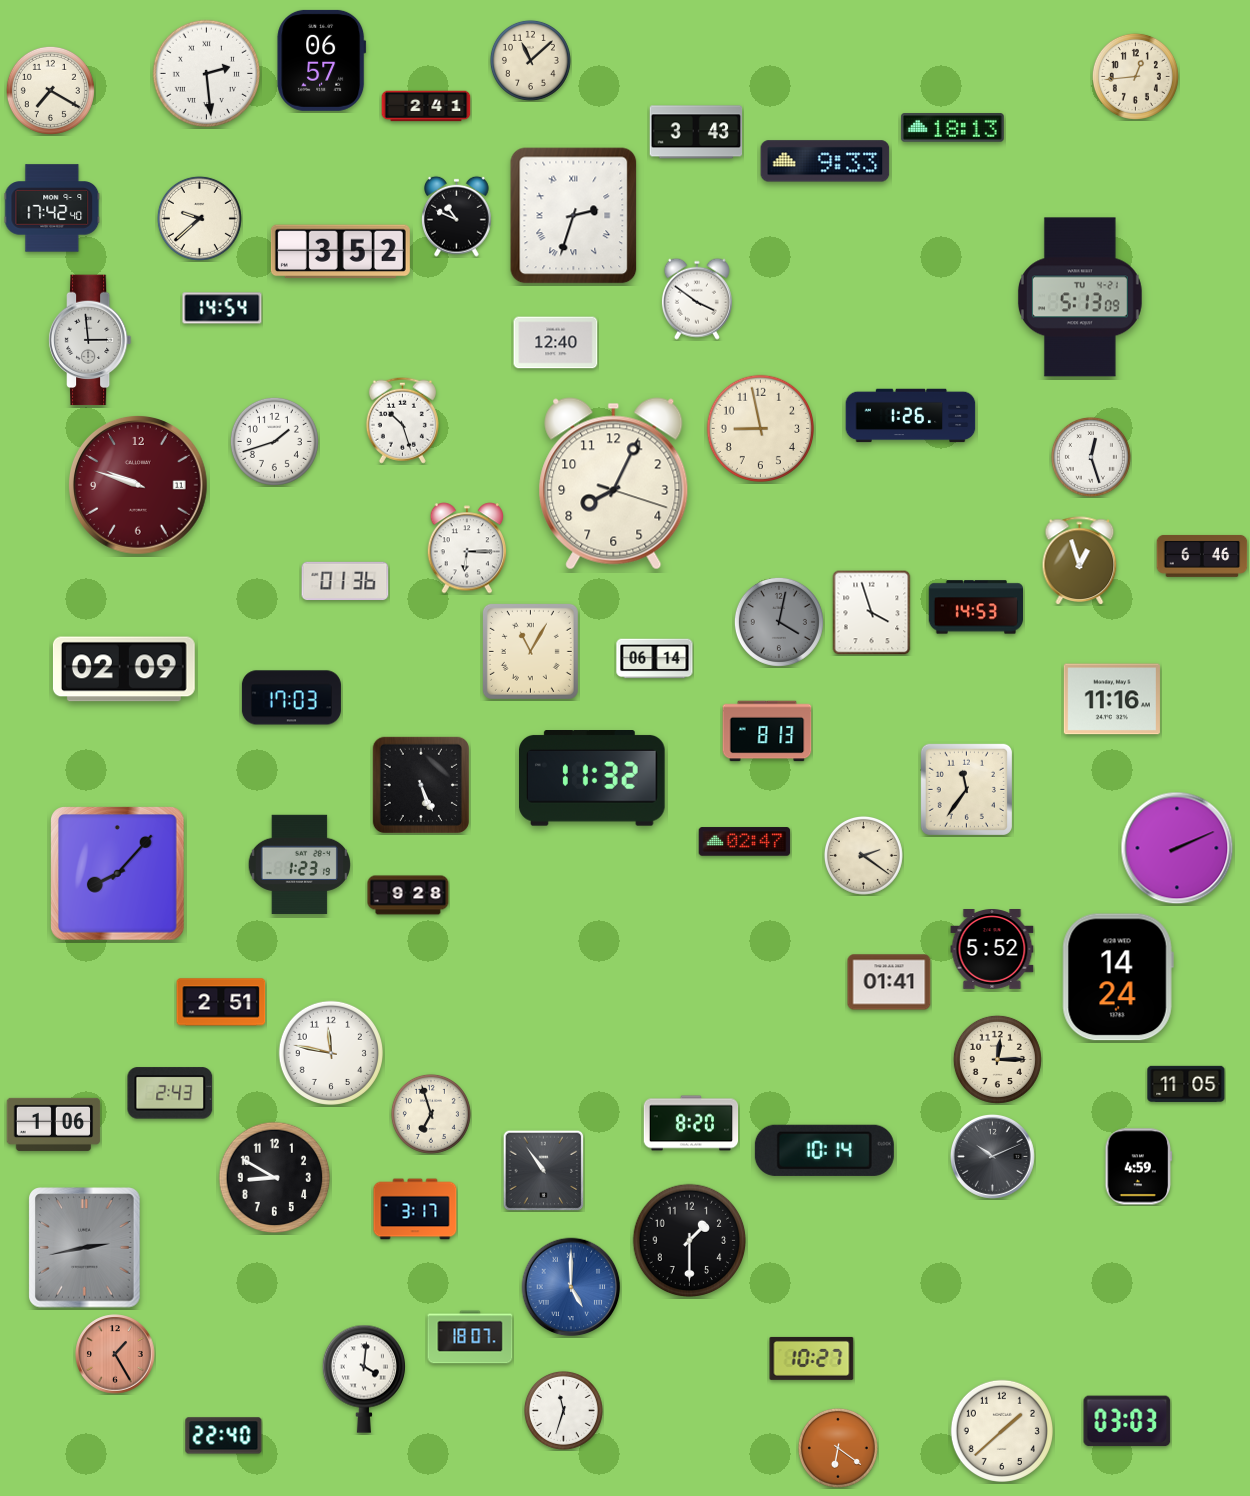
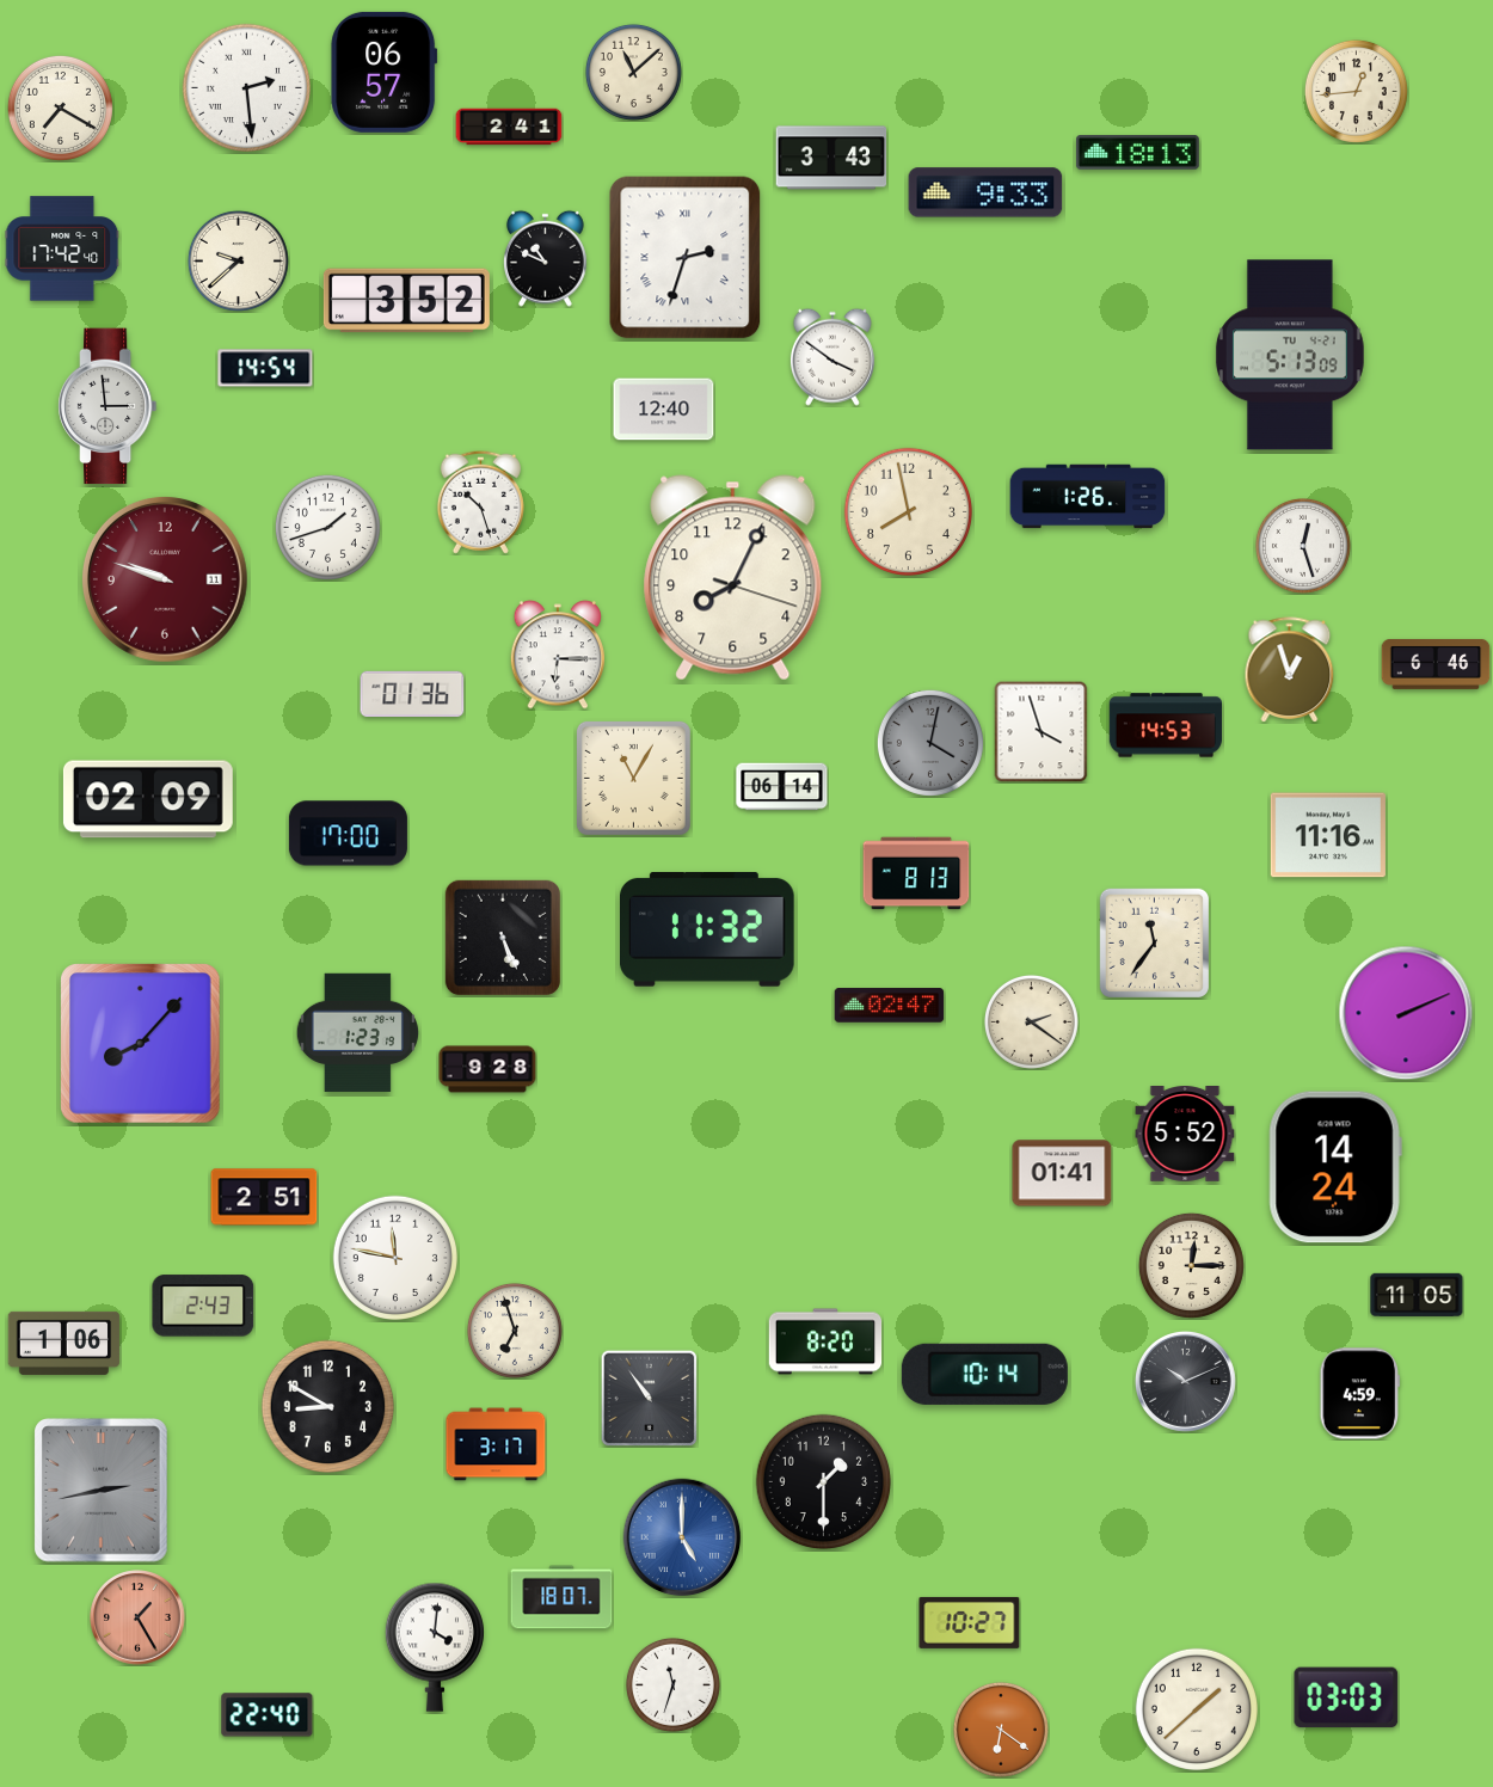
clock at (760, 428): 8:58 -> 7:58
clock at (291, 698): 17:03 -> 17:00
